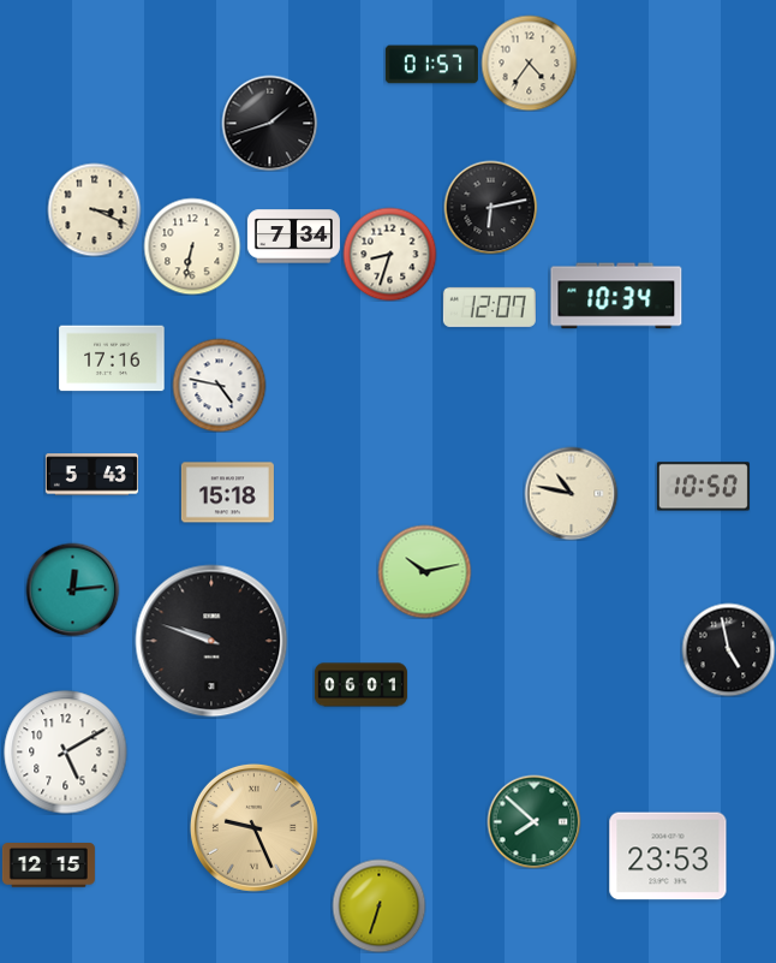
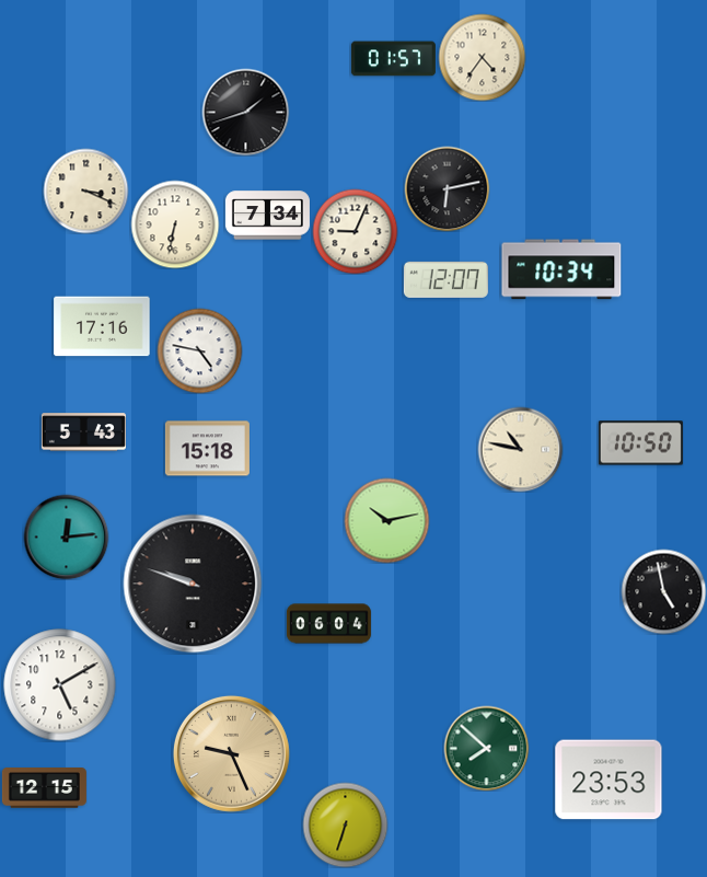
clock at (389, 254): 8:33 -> 9:04
clock at (360, 685): 06:01 -> 06:04
